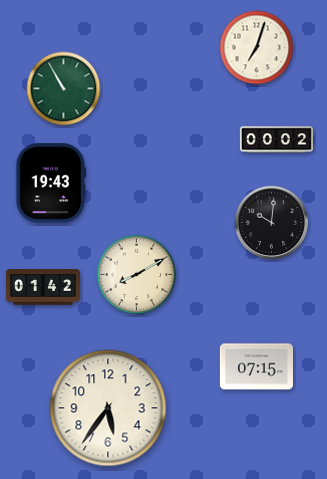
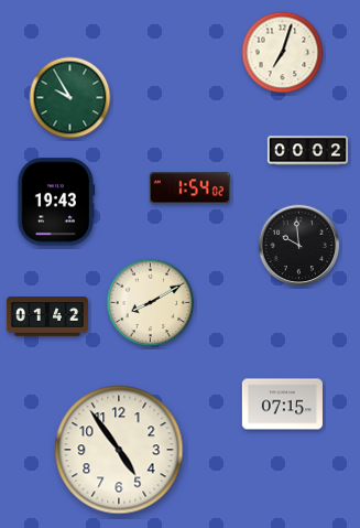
clock at (64, 89): 10:55 -> 9:55
clock at (276, 140) position: (276, 140) -> (307, 151)
clock at (189, 188): none -> 1:54
clock at (272, 223): 10:01 -> 9:59
clock at (108, 408): 5:36 -> 4:54
